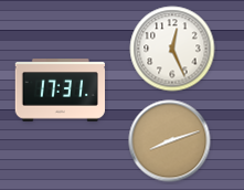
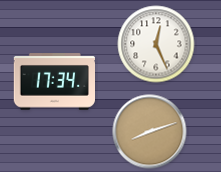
clock at (60, 91): 17:31 -> 17:34
clock at (170, 141) position: (170, 141) -> (150, 132)
